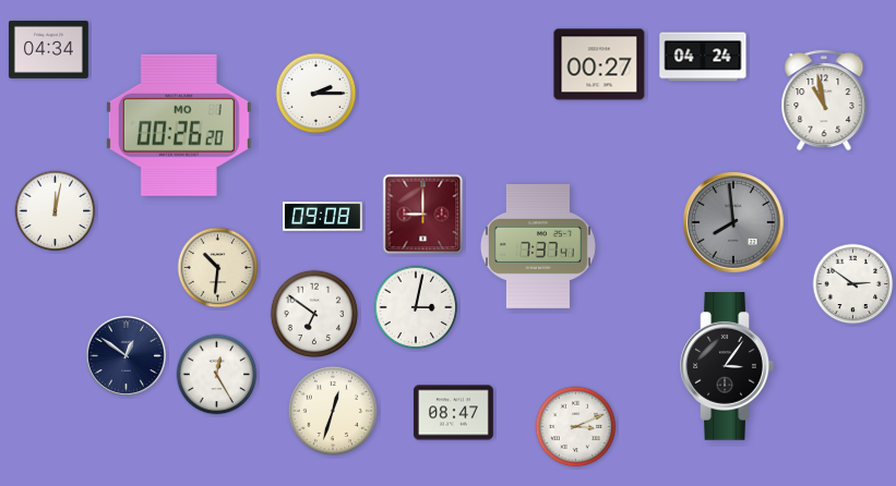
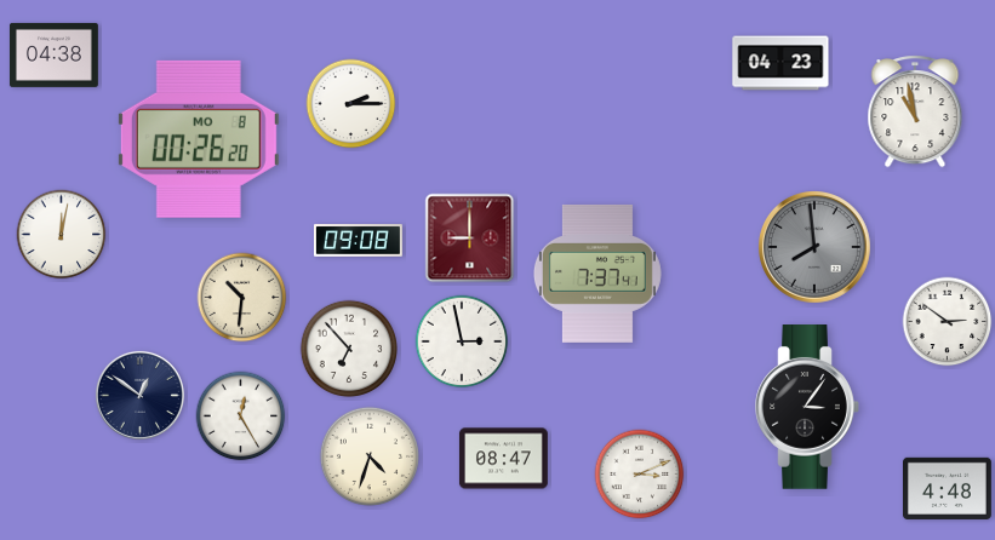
clock at (48, 49): 04:34 -> 04:38
clock at (703, 57): 04:24 -> 04:23
clock at (599, 64): 00:27 -> none
clock at (179, 125) date: MO 1 -> MO 8
clock at (853, 284) position: (853, 284) -> (948, 322)
clock at (416, 307): 3:02 -> 2:58
clock at (313, 313): 6:51 -> 6:53
clock at (333, 411): 12:33 -> 4:33
clock at (947, 488): none -> 4:48
